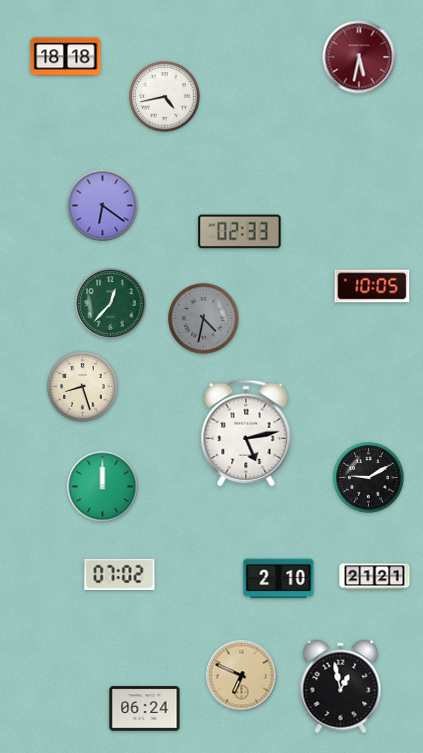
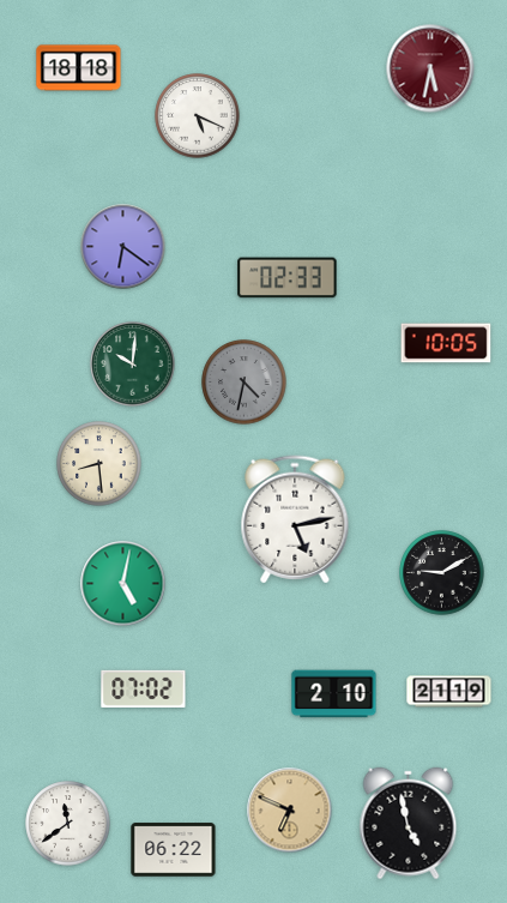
clock at (165, 97): 4:43 -> 5:19
clock at (111, 304): 12:37 -> 10:01
clock at (83, 387): 8:27 -> 8:29
clock at (103, 487): 12:00 -> 5:02
clock at (375, 577): 21:21 -> 21:19
clock at (68, 824): none -> 11:39
clock at (341, 687): 12:58 -> 4:58
clock at (145, 709): 06:24 -> 06:22
